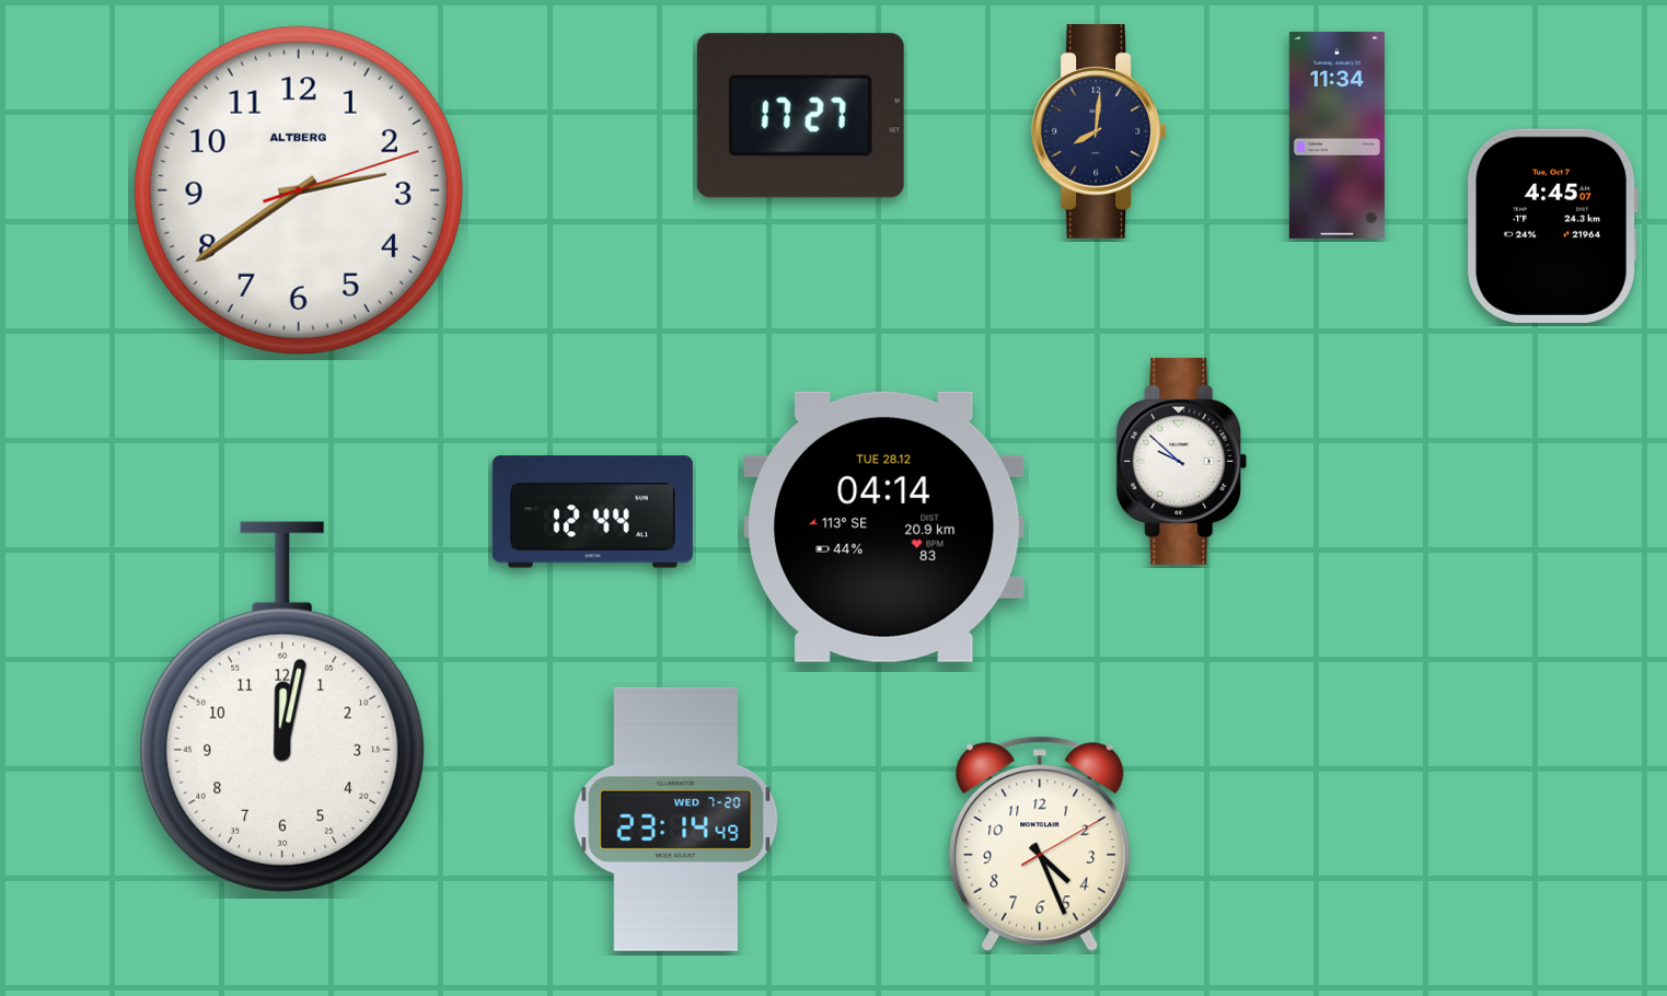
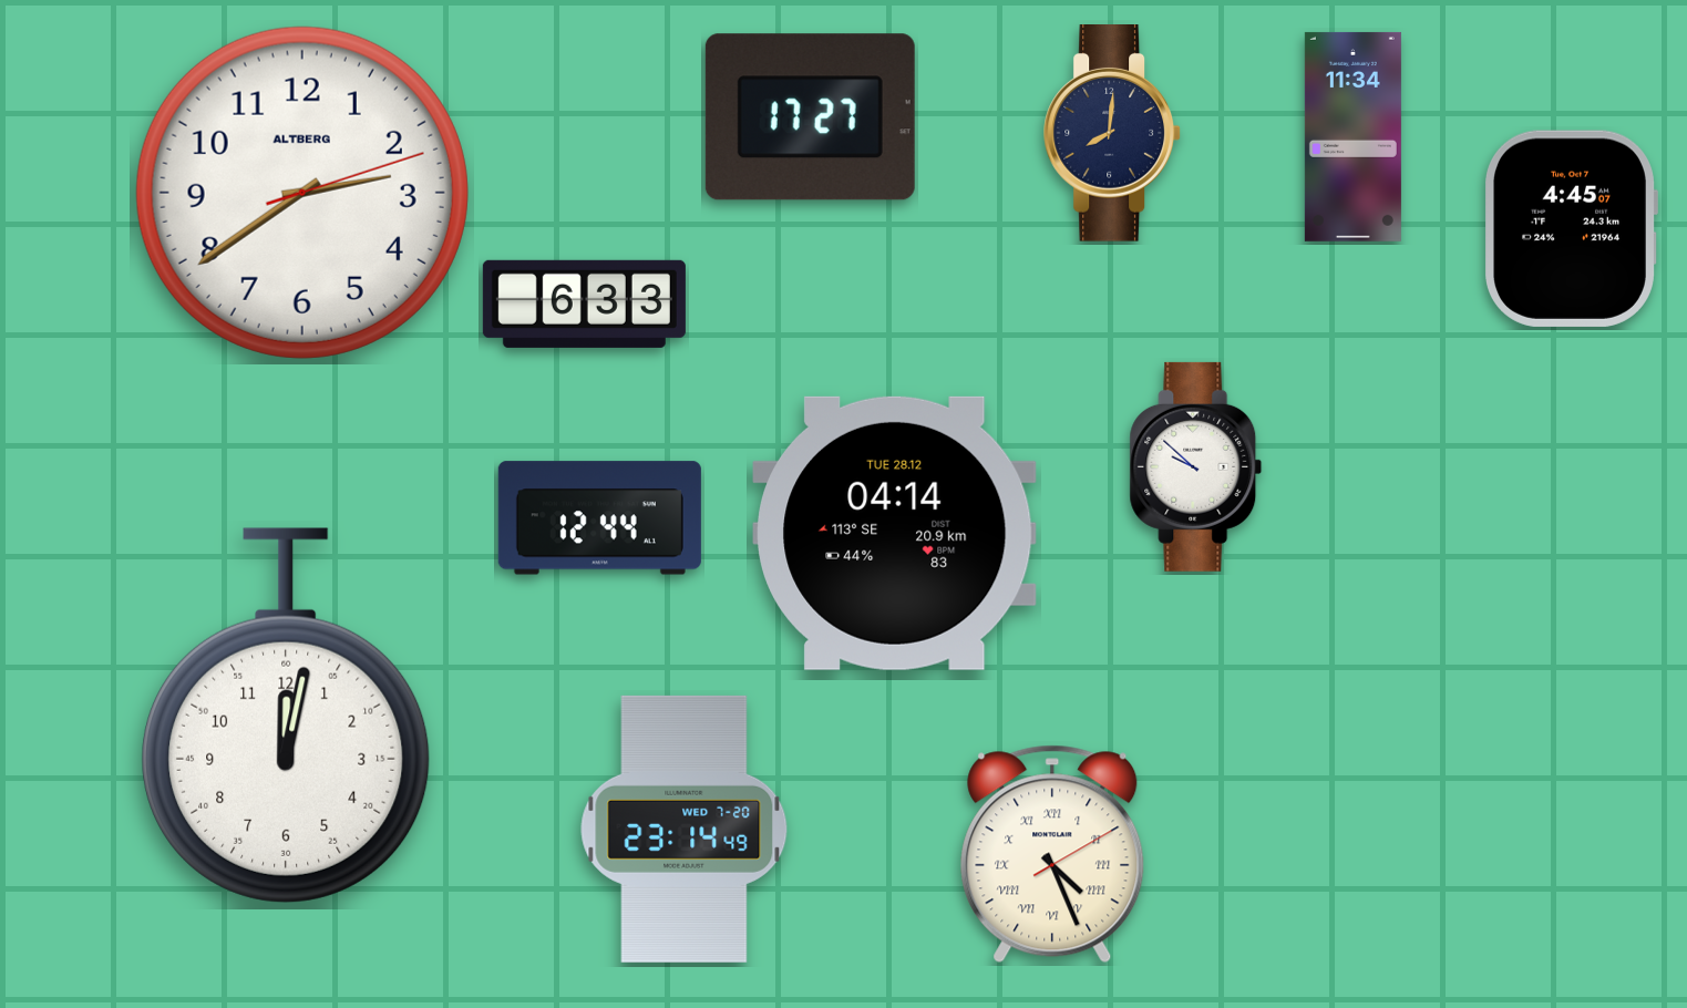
clock at (584, 304): none -> 6:33
clock at (1040, 844) numerals: Arabic -> Roman
